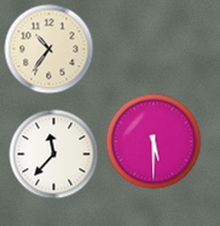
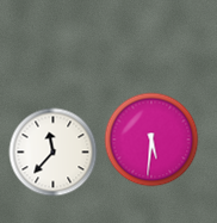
clock at (50, 50): 10:36 -> none
clock at (154, 141): 5:30 -> 5:31
